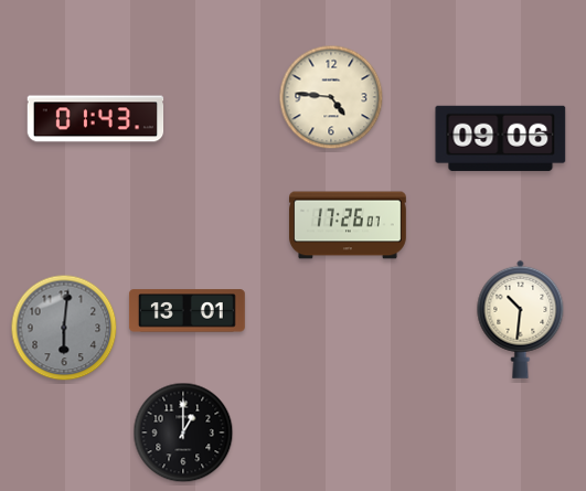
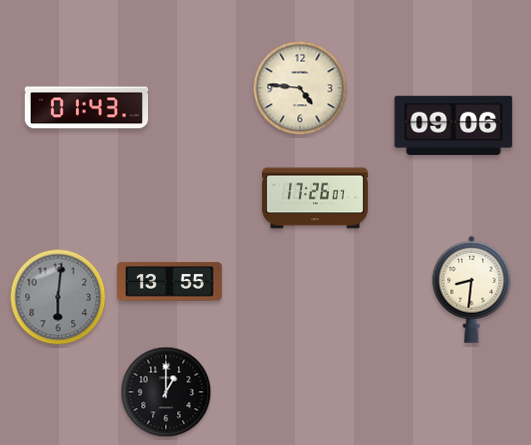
clock at (348, 225) position: (348, 225) -> (315, 198)
clock at (187, 311): 13:01 -> 13:55
clock at (521, 319): 10:31 -> 8:31
